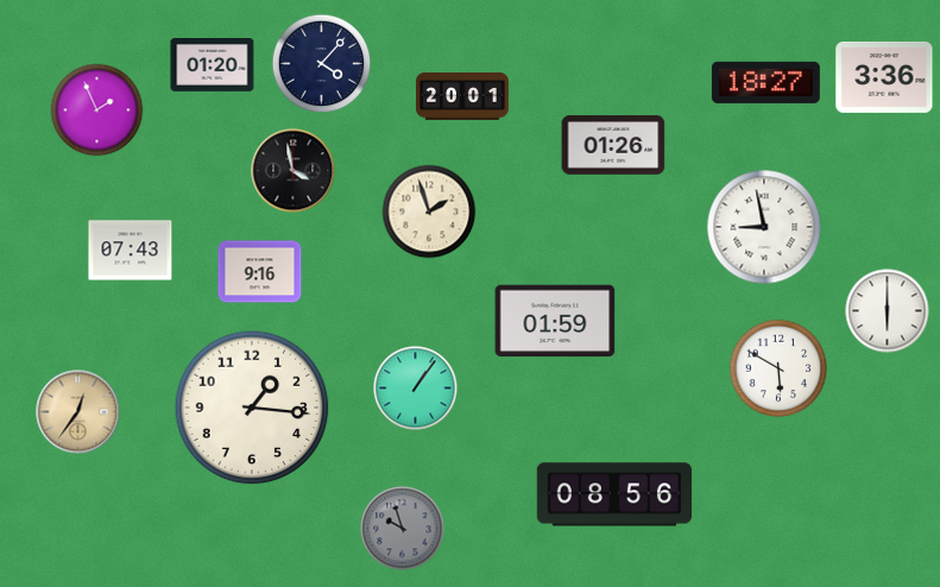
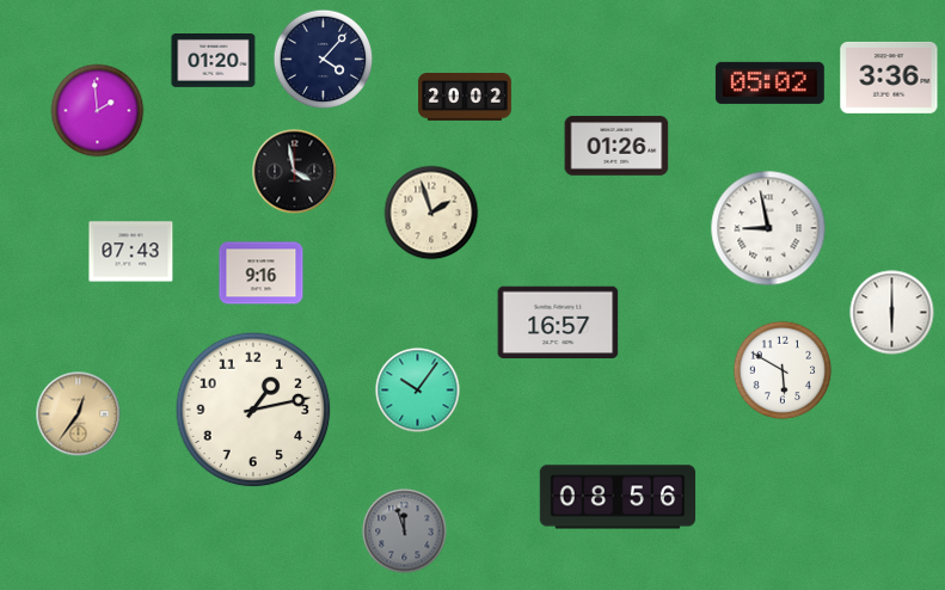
clock at (322, 64) position: (322, 64) -> (324, 60)
clock at (213, 65) position: (213, 65) -> (214, 61)
clock at (765, 82): 18:27 -> 05:02
clock at (462, 97): 20:01 -> 20:02
clock at (97, 111): 1:56 -> 1:59
clock at (555, 321): 01:59 -> 16:57
clock at (416, 389): 1:06 -> 10:06
clock at (252, 408): 1:16 -> 1:13
clock at (403, 529): 9:57 -> 11:57
